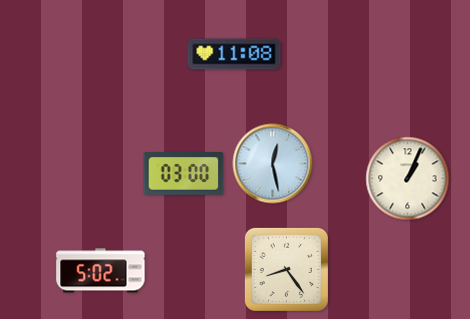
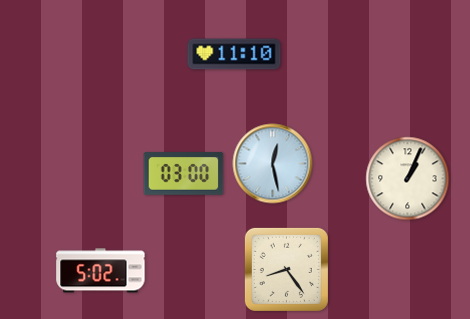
clock at (234, 54): 11:08 -> 11:10
